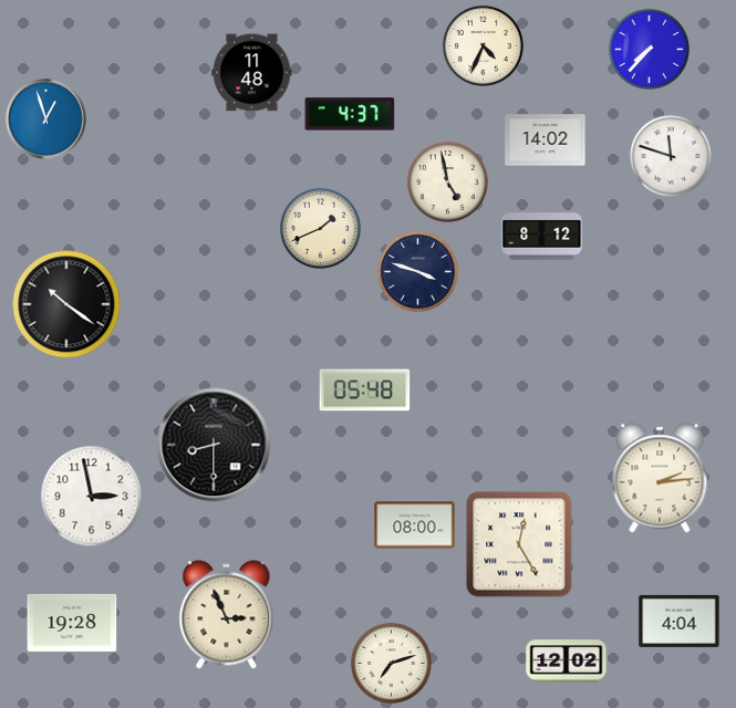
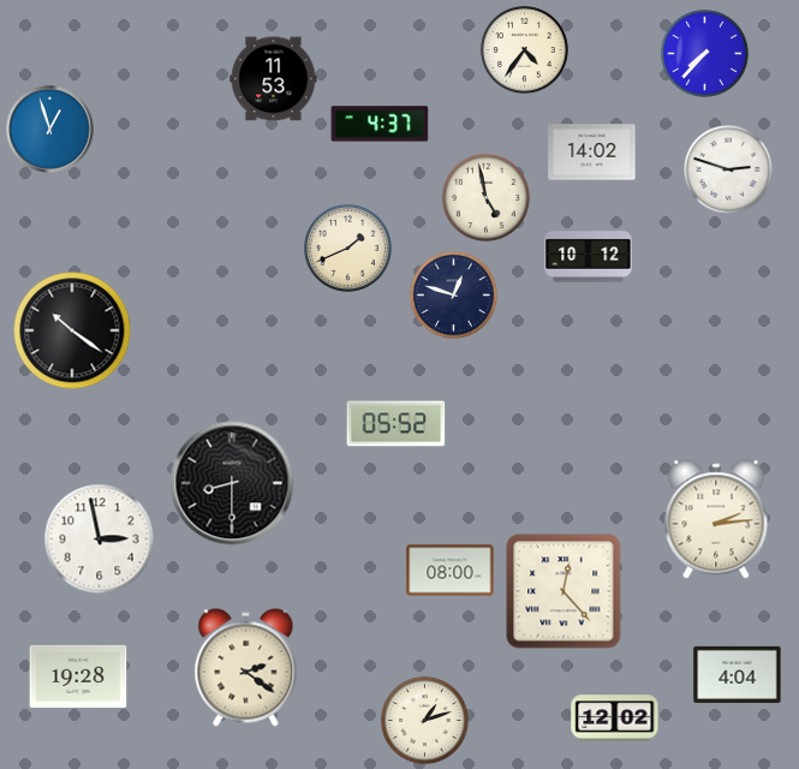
clock at (483, 45): 4:34 -> 4:36
clock at (252, 73): 11:48 -> 11:53
clock at (671, 156): 11:48 -> 2:48
clock at (542, 237): 8:12 -> 10:12
clock at (417, 271): 3:48 -> 12:48
clock at (365, 391): 05:48 -> 05:52
clock at (519, 544): 12:25 -> 12:23
clock at (227, 615): 2:56 -> 2:21
clock at (391, 663): 7:12 -> 1:12
